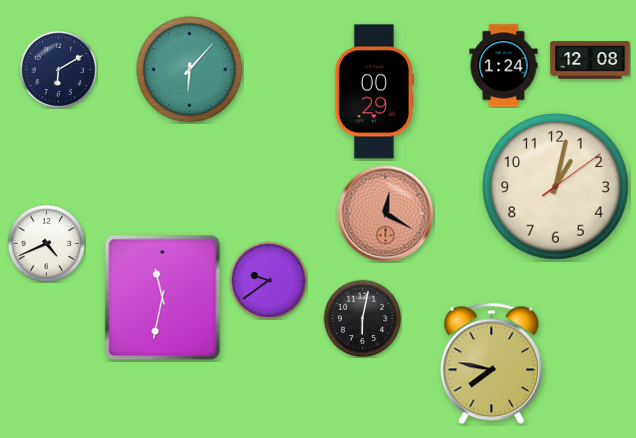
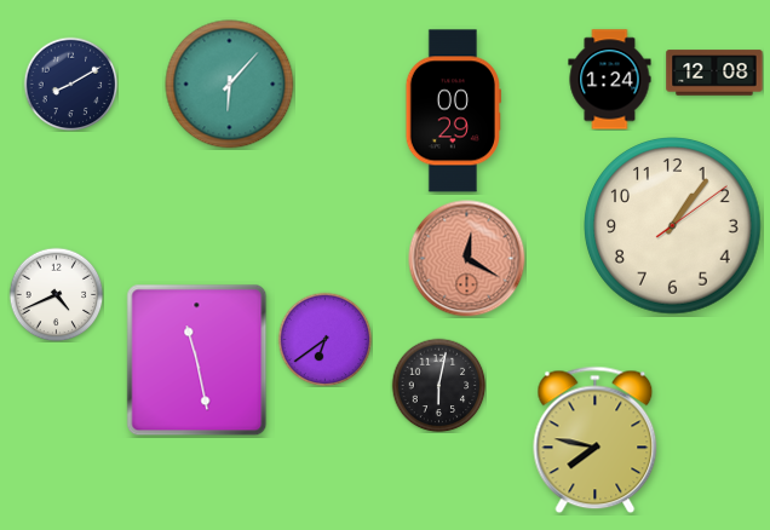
clock at (58, 69): 6:10 -> 8:10
clock at (556, 187): 1:02 -> 1:06
clock at (268, 280): 9:39 -> 6:39
clock at (163, 298): 11:32 -> 11:28
